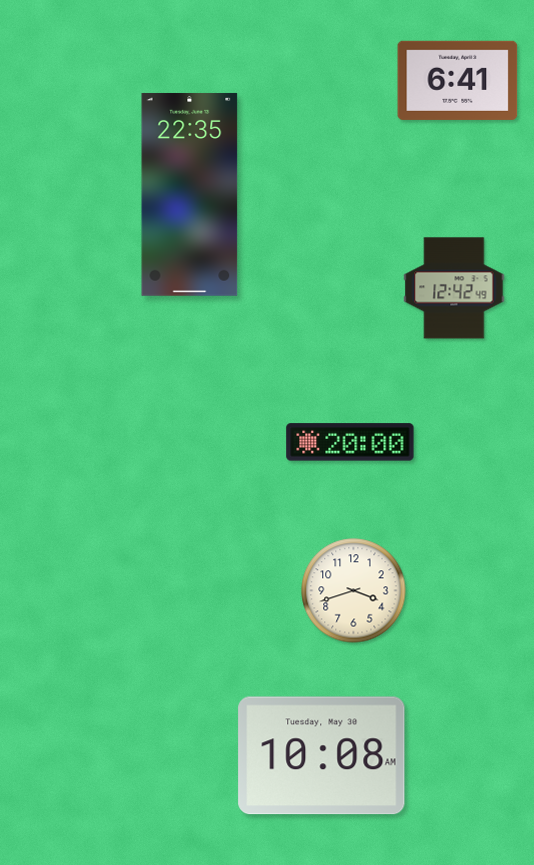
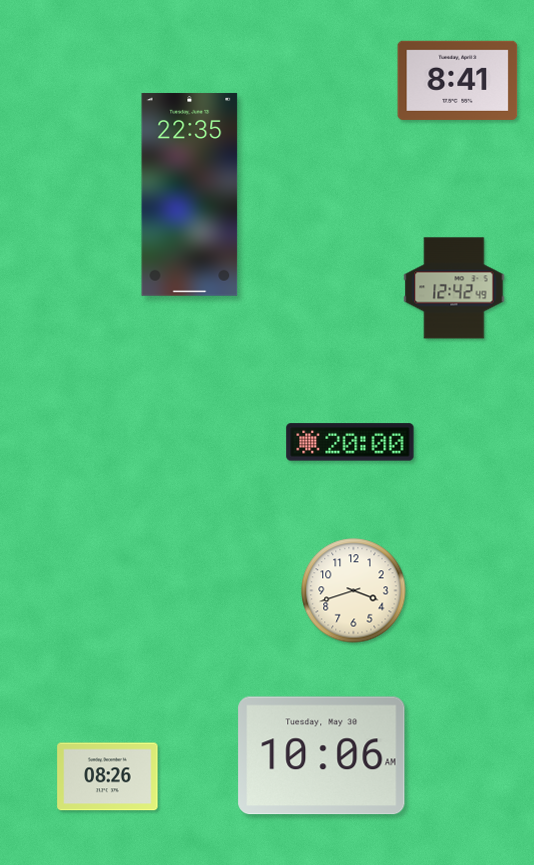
clock at (458, 80): 6:41 -> 8:41
clock at (322, 756): 10:08 -> 10:06
clock at (108, 777): none -> 08:26
